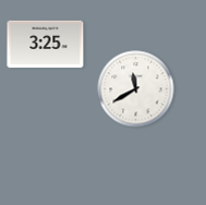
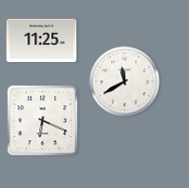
clock at (46, 45): 3:25 -> 11:25
clock at (43, 121): none -> 6:19
